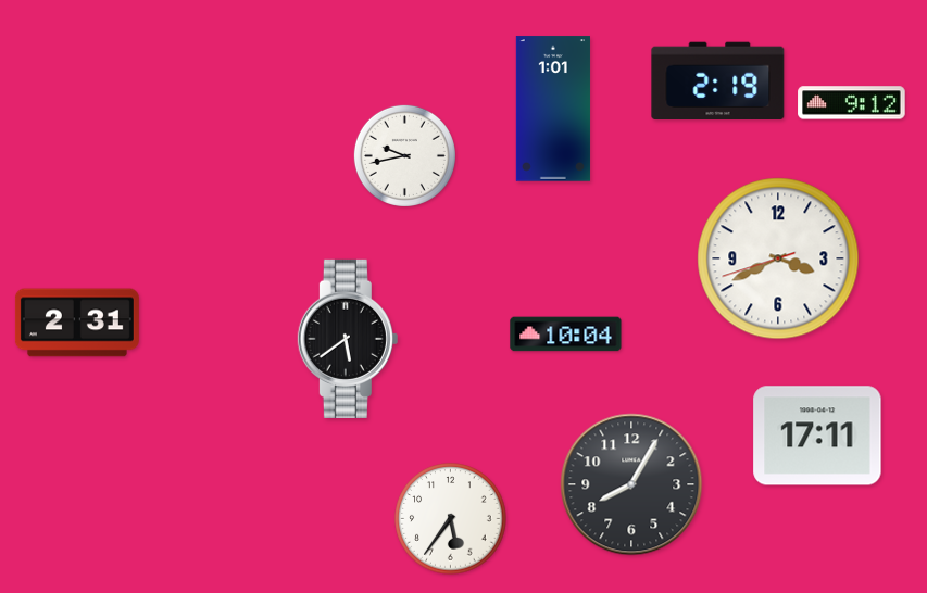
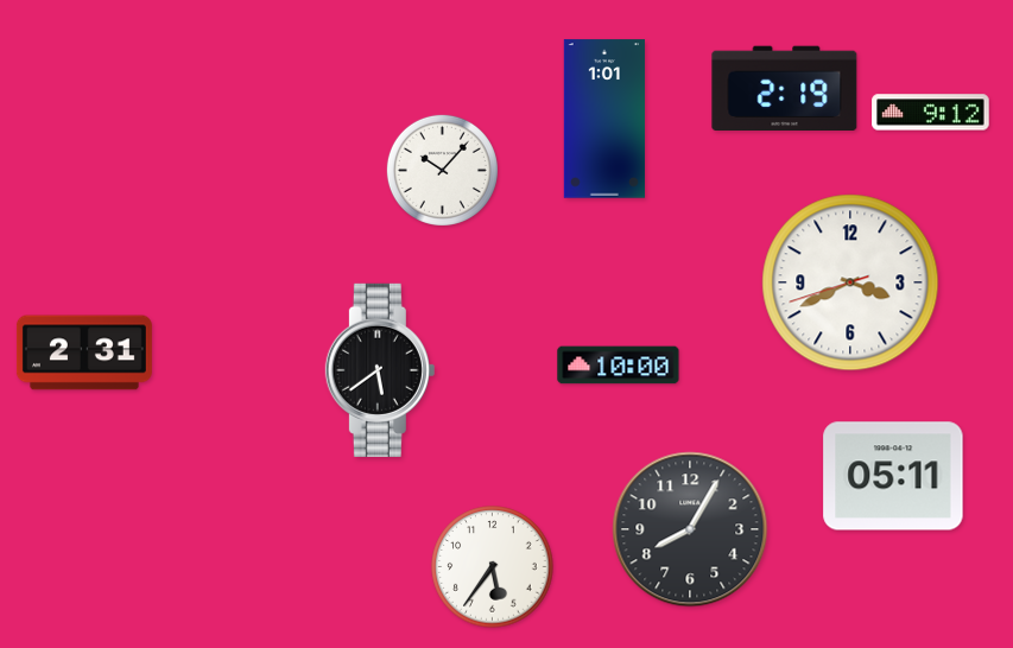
clock at (404, 155): 9:43 -> 10:07
clock at (566, 335): 10:04 -> 10:00
clock at (817, 436): 17:11 -> 05:11
